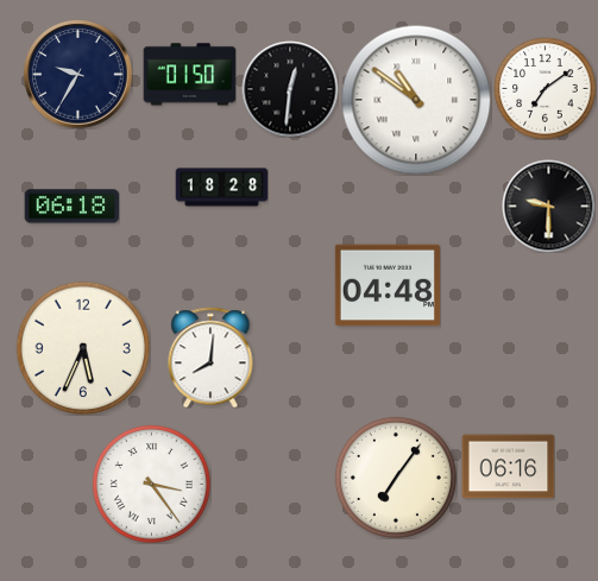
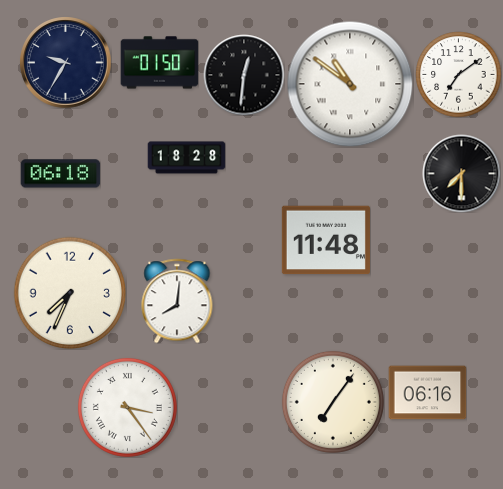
clock at (548, 206): 9:30 -> 7:30
clock at (388, 285): 04:48 -> 11:48
clock at (83, 348): 5:34 -> 7:34
